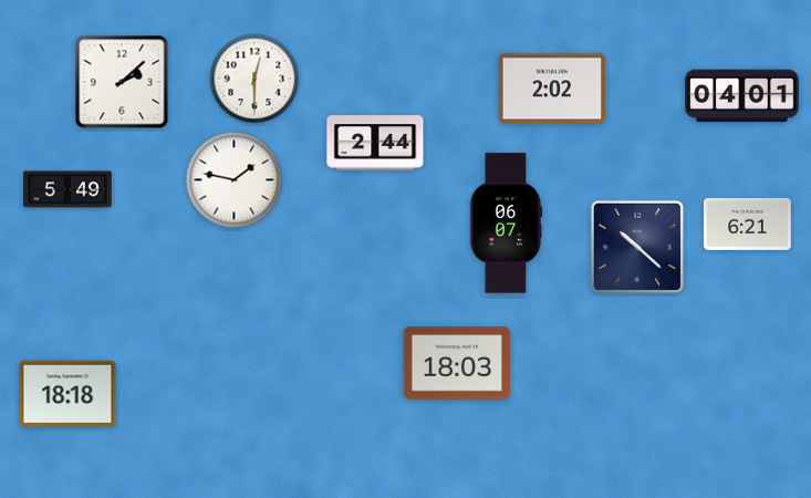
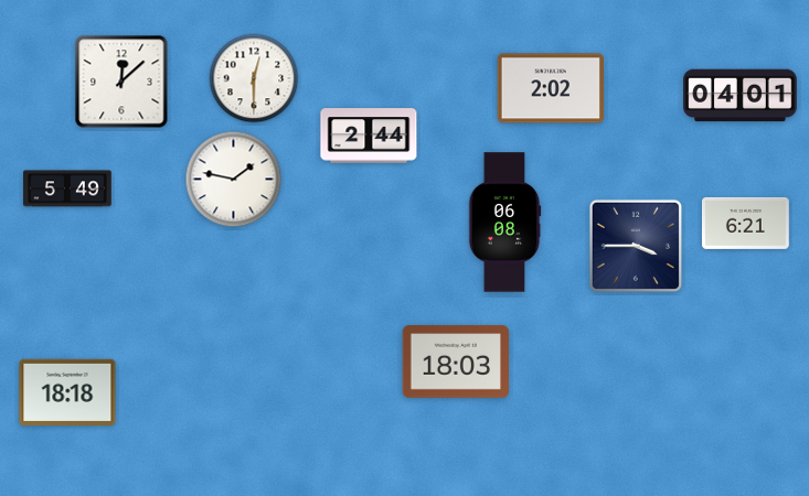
clock at (122, 82): 2:08 -> 12:08
clock at (375, 143) position: (375, 143) -> (369, 136)
clock at (506, 224): 06:07 -> 06:08
clock at (637, 247): 10:22 -> 3:45
